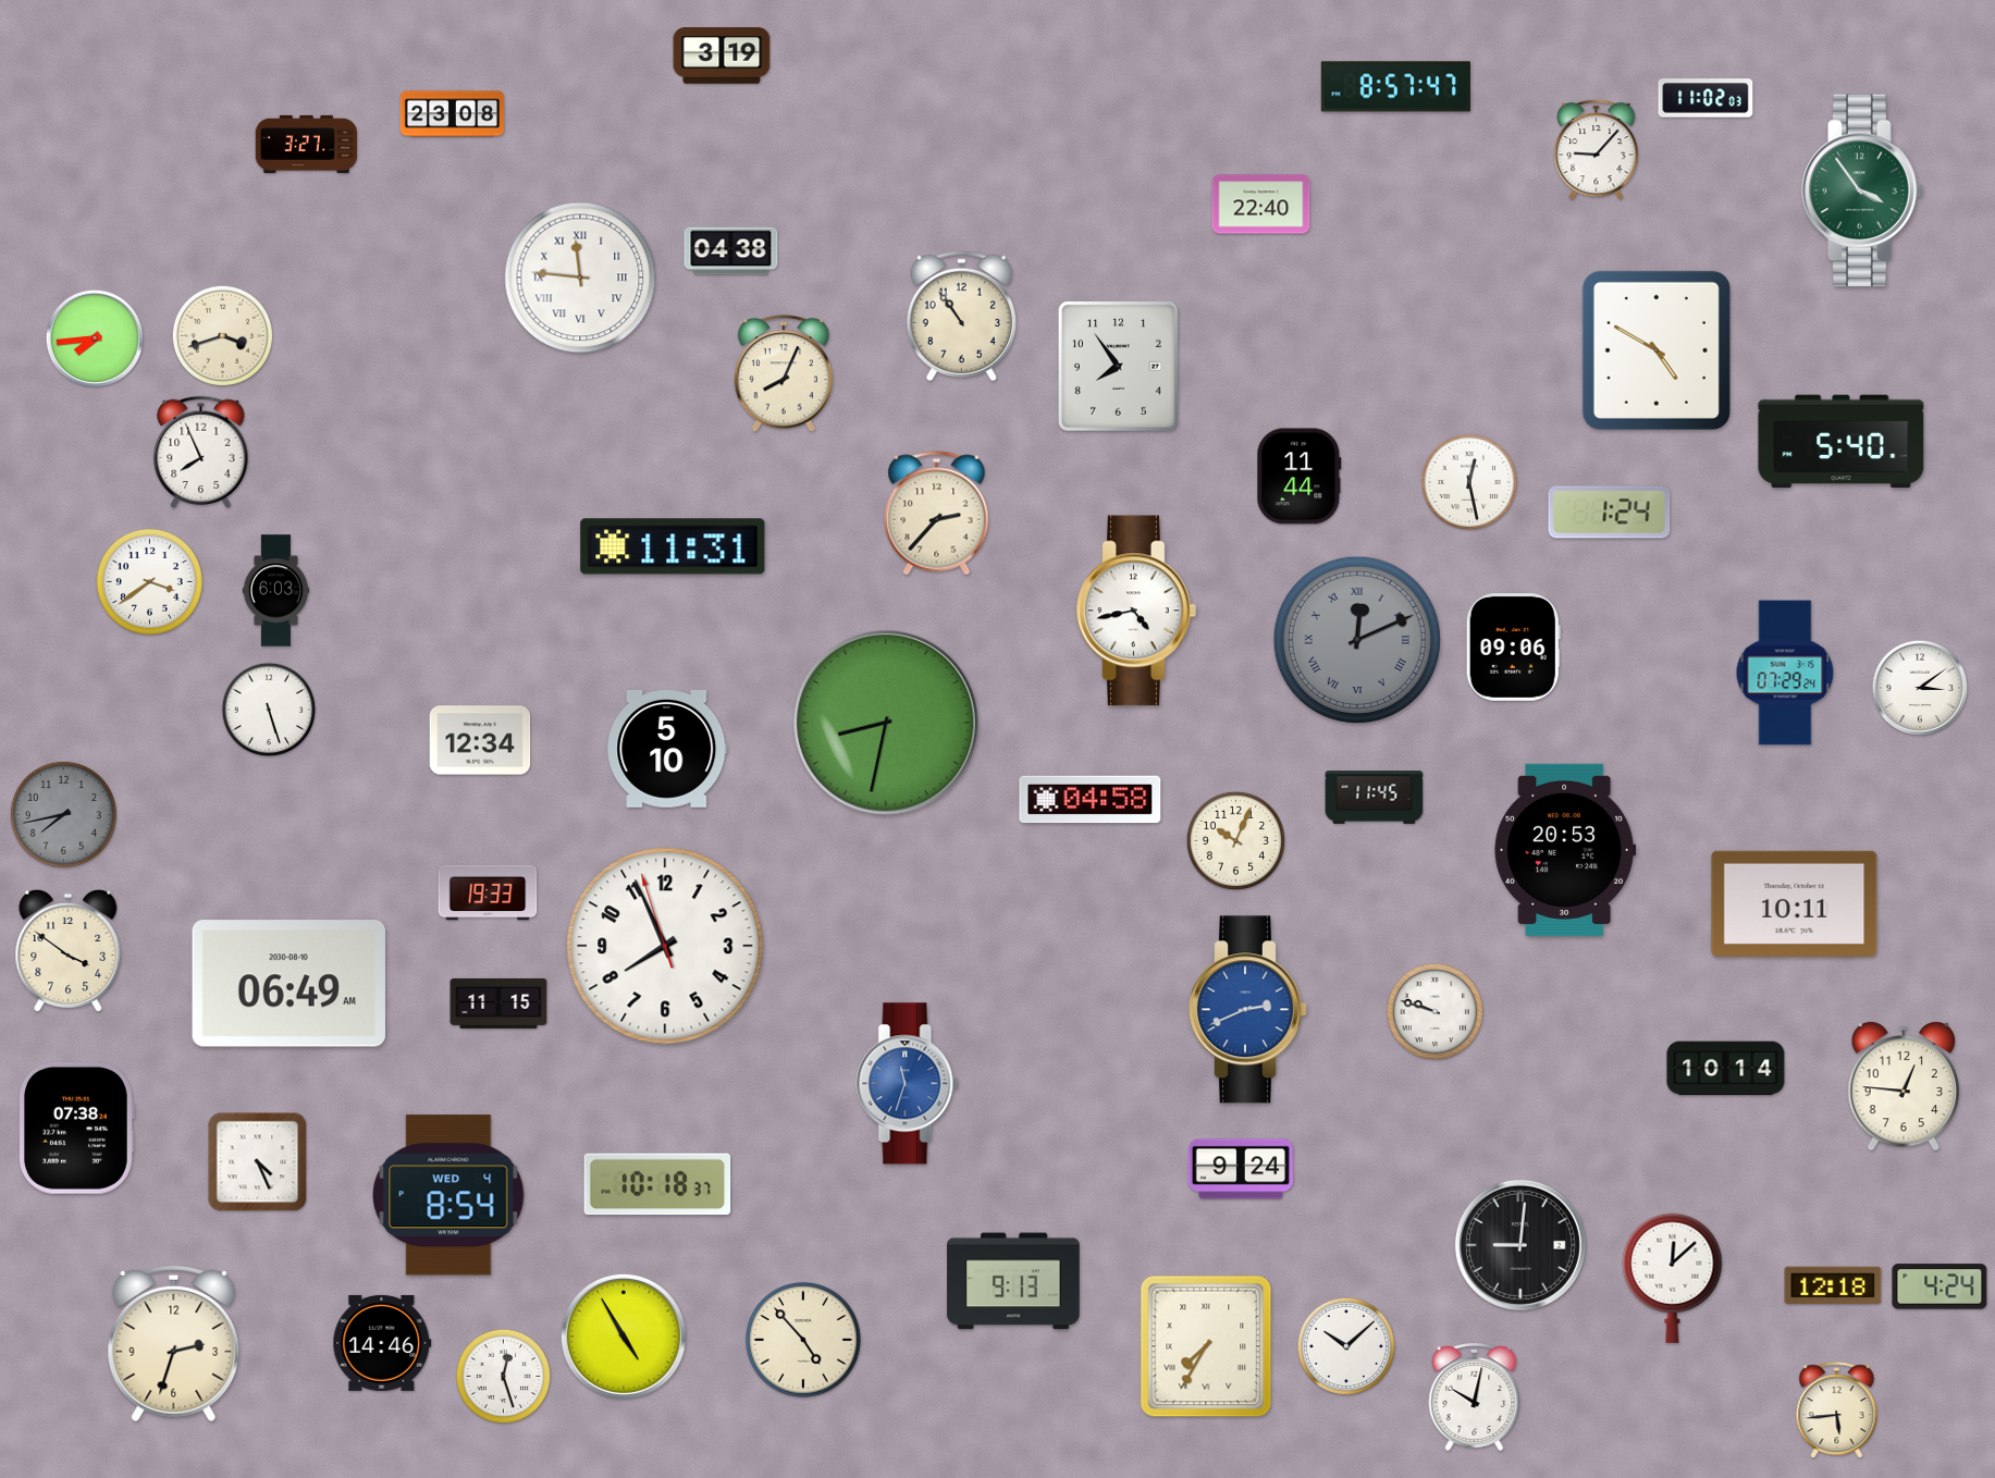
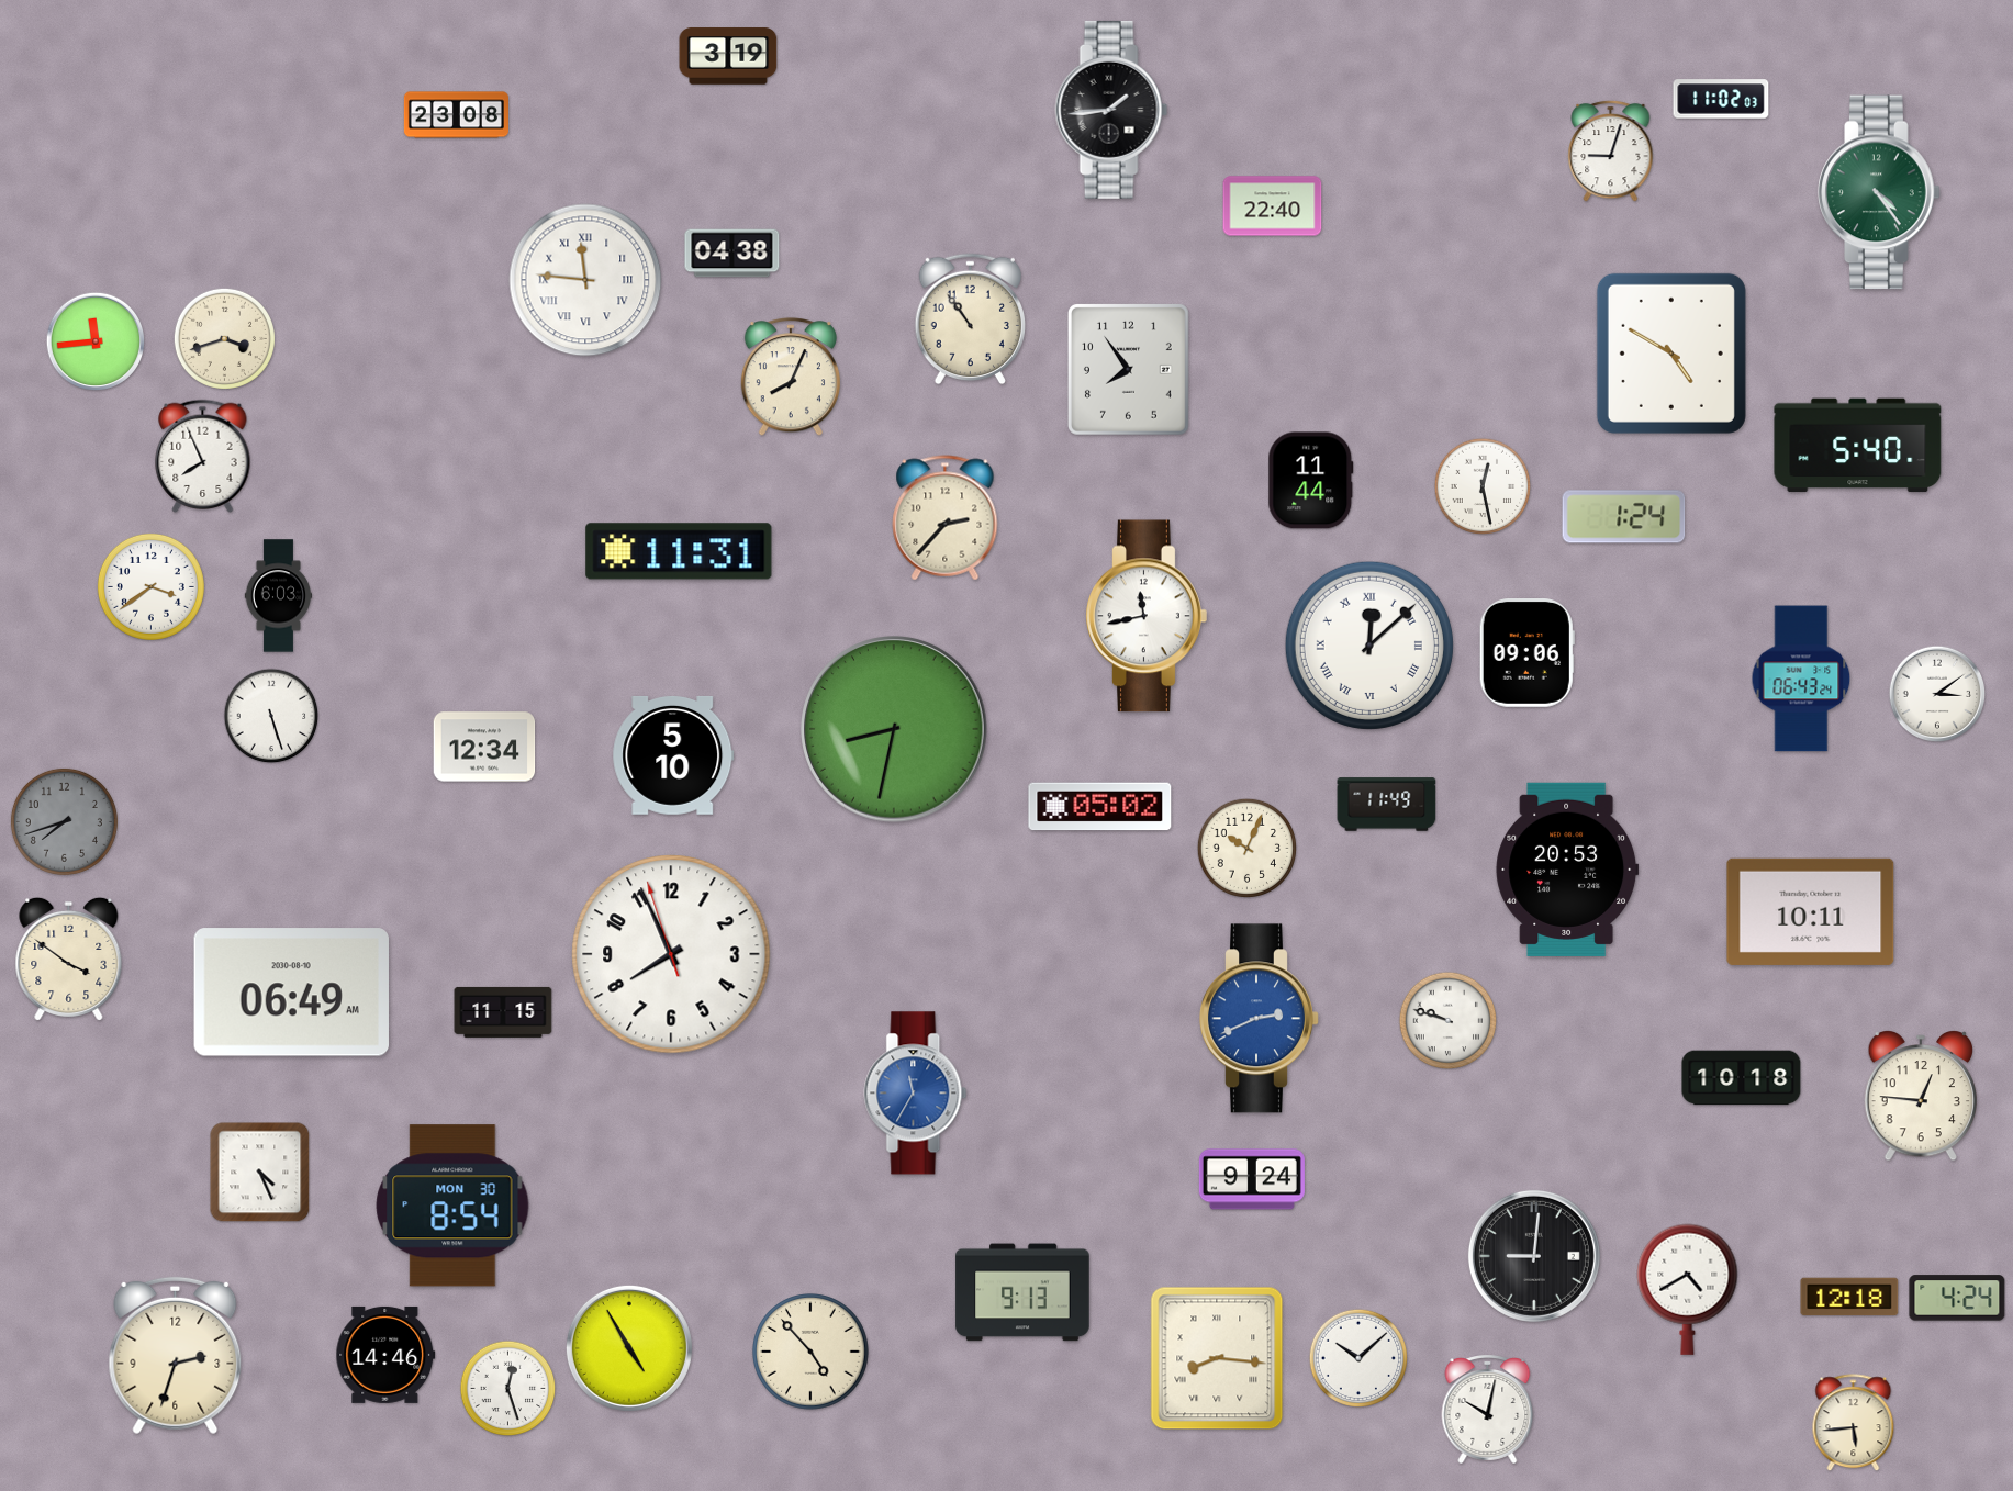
clock at (1395, 87): 8:57 -> none
clock at (1111, 110): none -> 1:44
clock at (307, 144): 3:27 -> none
clock at (1597, 149): 9:07 -> 9:03
clock at (1862, 190): 3:54 -> 4:24
clock at (731, 251) position: (731, 251) -> (732, 254)
clock at (95, 338): 7:44 -> 11:44
clock at (1136, 611): 4:43 -> 11:43
clock at (1357, 640): 12:11 -> 12:08
clock at (1357, 640) dial: grey -> white
clock at (1785, 673): 07:29 -> 06:43
clock at (1375, 798): 11:45 -> 11:49
clock at (1091, 800): 04:58 -> 05:02
clock at (63, 814): 7:43 -> 7:42
clock at (1565, 850) position: (1565, 850) -> (1567, 870)
clock at (488, 892): 19:33 -> none
clock at (1726, 1069): 10:14 -> 10:18
clock at (908, 1084): 11:33 -> 11:35
clock at (77, 1128): 07:38 -> none
clock at (657, 1184): 10:18 -> none
clock at (448, 1195) date: WED 4 -> MON 30
clock at (1673, 1278): 12:08 -> 4:40
clock at (1206, 1346): 7:35 -> 8:16
